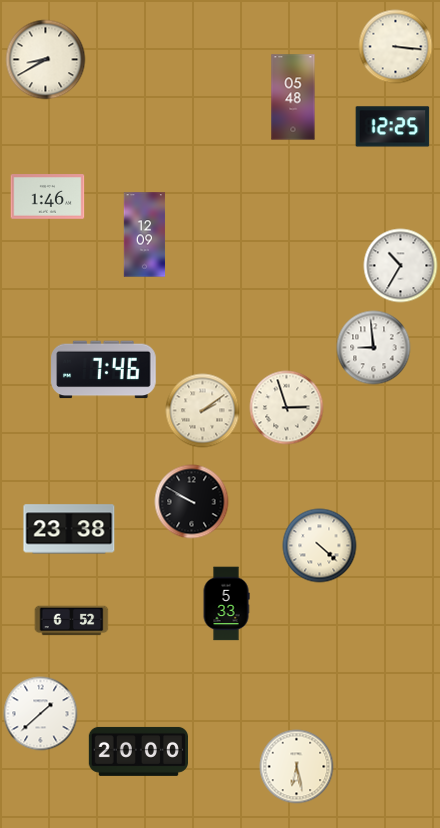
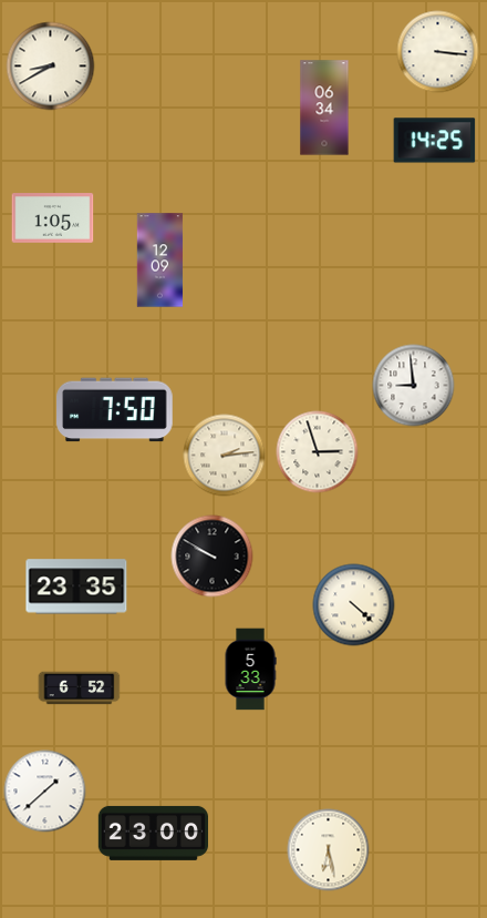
clock at (293, 97): 05:48 -> 06:34
clock at (393, 127): 12:25 -> 14:25
clock at (48, 197): 1:46 -> 1:05
clock at (401, 266): 10:35 -> none
clock at (104, 370): 7:46 -> 7:50
clock at (203, 411): 2:09 -> 2:14
clock at (69, 529): 23:38 -> 23:35
clock at (138, 751): 20:00 -> 23:00
